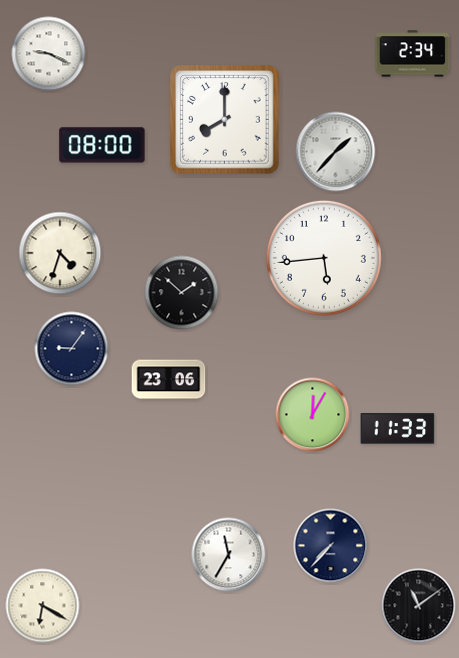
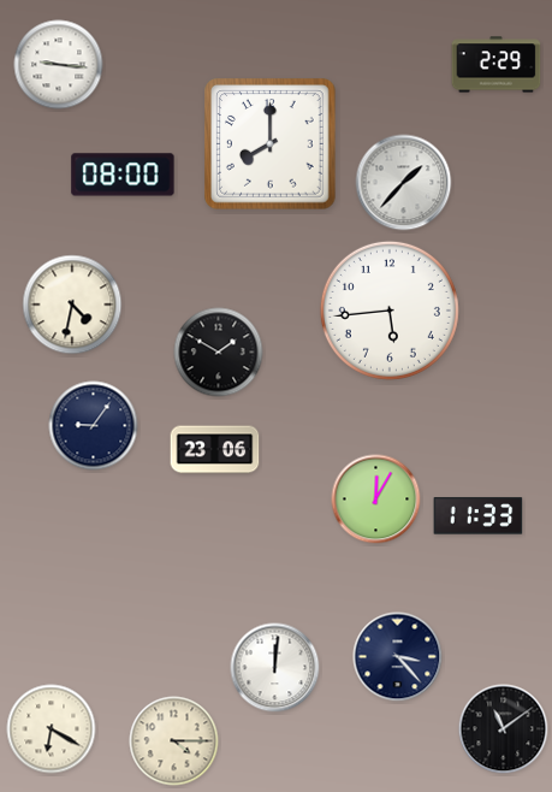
clock at (49, 54): 9:19 -> 9:16
clock at (413, 54): 2:34 -> 2:29
clock at (60, 253): 4:33 -> 4:32
clock at (182, 293): 1:52 -> 1:50
clock at (72, 349) position: (72, 349) -> (94, 426)
clock at (169, 380) position: (169, 380) -> (215, 450)
clock at (331, 546): 7:37 -> 3:23
clock at (229, 555): 11:35 -> 12:01
clock at (174, 741): none -> 4:15
